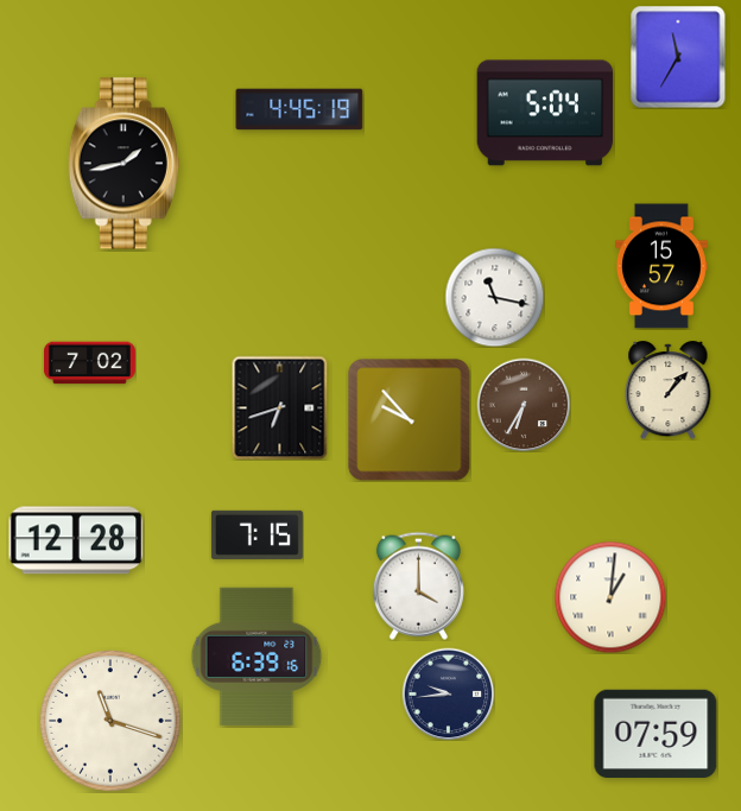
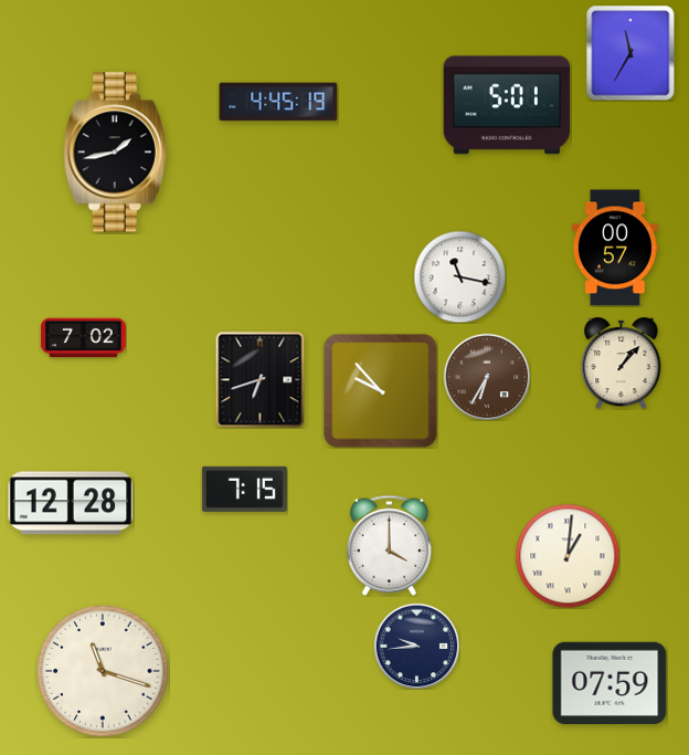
clock at (545, 113): 5:04 -> 5:01
clock at (661, 266): 15:57 -> 00:57
clock at (256, 534) position: (256, 534) -> (244, 489)
clock at (256, 657): 6:39 -> none
